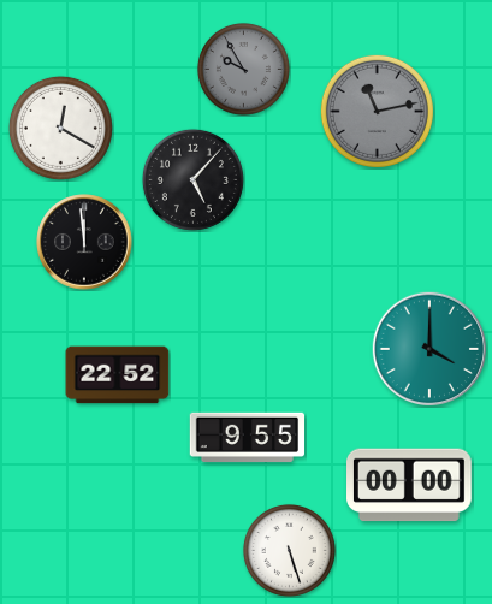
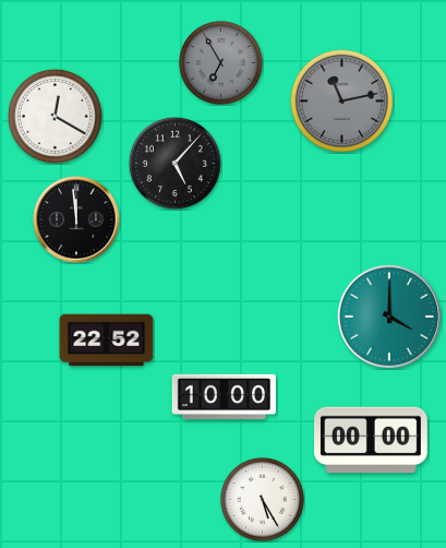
clock at (243, 69): 9:55 -> 6:55
clock at (247, 437): 9:55 -> 10:00
clock at (289, 550): 5:27 -> 5:25
